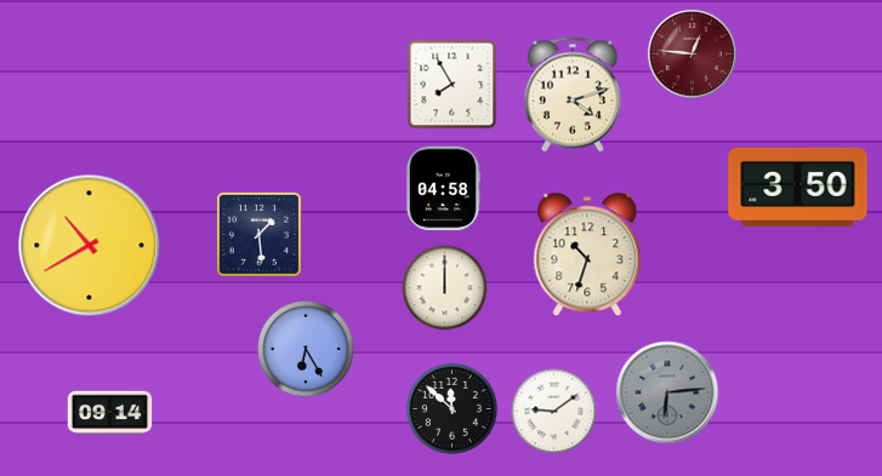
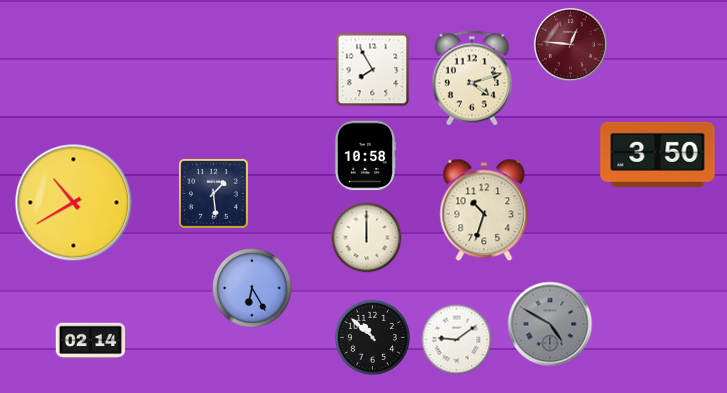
clock at (443, 189): 04:58 -> 10:58
clock at (667, 392): 6:14 -> 4:50
clock at (451, 408): 11:52 -> 10:52
clock at (110, 413): 09:14 -> 02:14
